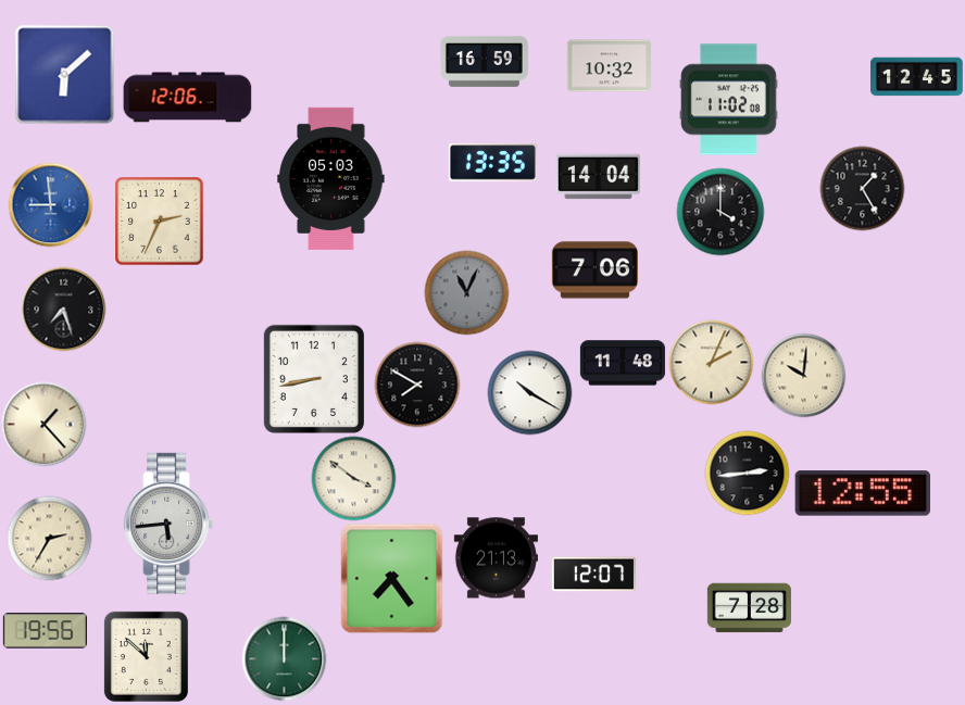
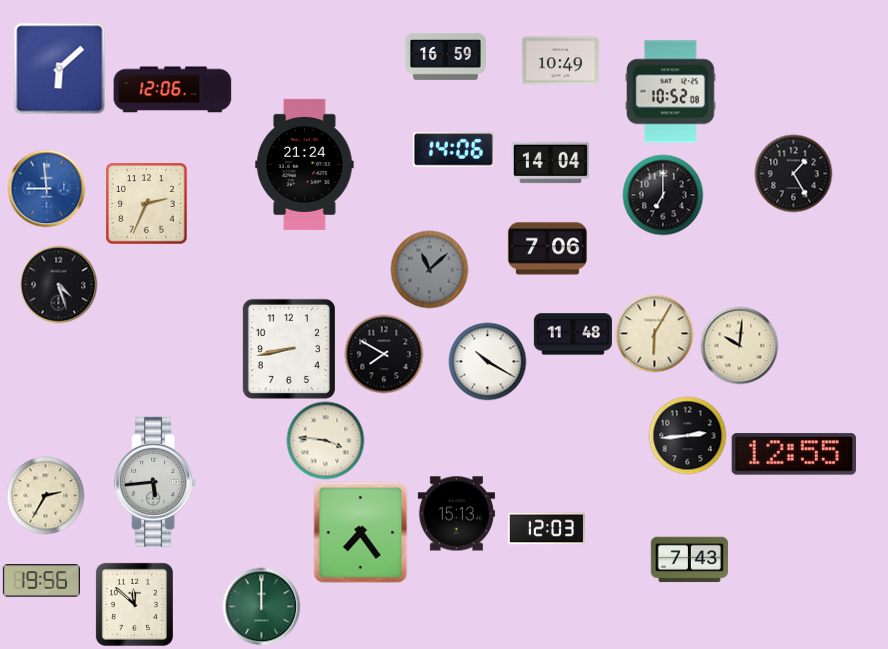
clock at (609, 66): 10:32 -> 10:49
clock at (917, 77): 12:45 -> none
clock at (729, 100): 11:02 -> 10:52
clock at (492, 163): 13:35 -> 14:06
clock at (331, 178): 05:03 -> 21:24
clock at (720, 212): 4:00 -> 7:00
clock at (466, 292): 11:04 -> 11:08
clock at (63, 309): 7:27 -> 4:27
clock at (711, 362): 2:04 -> 6:05
clock at (43, 424): 1:23 -> none
clock at (353, 478): 3:51 -> 3:46
clock at (496, 558): 21:13 -> 15:13
clock at (593, 575): 12:07 -> 12:03
clock at (749, 608): 7:28 -> 7:43
